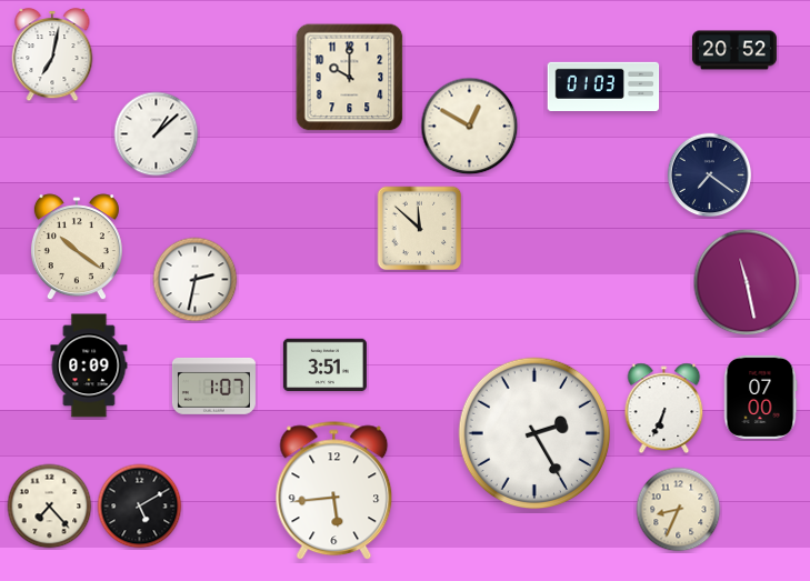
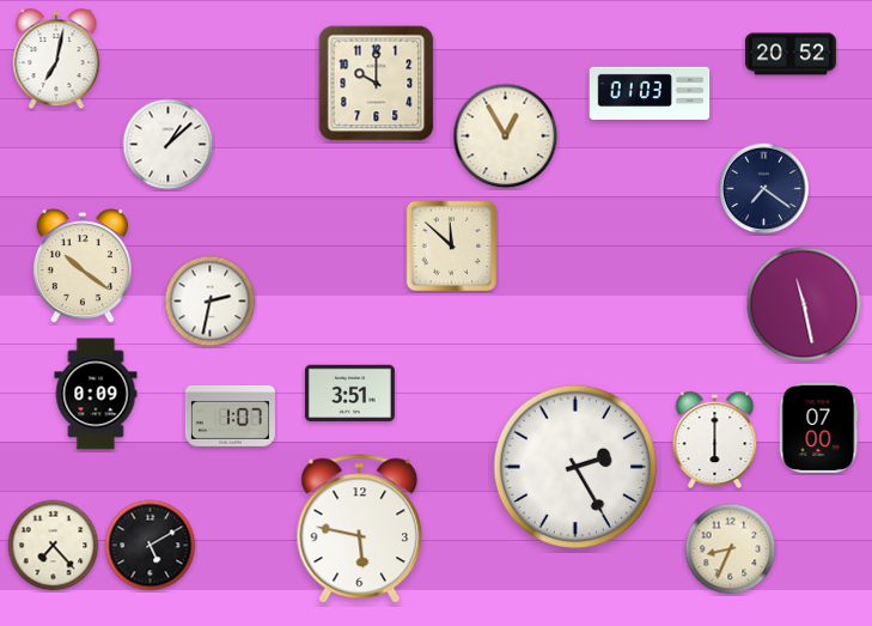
clock at (470, 127): 12:50 -> 12:55
clock at (664, 408): 6:34 -> 6:00
clock at (334, 491): 5:44 -> 5:47
